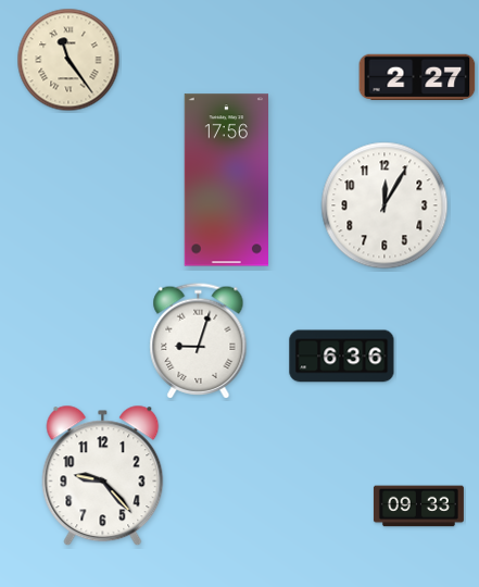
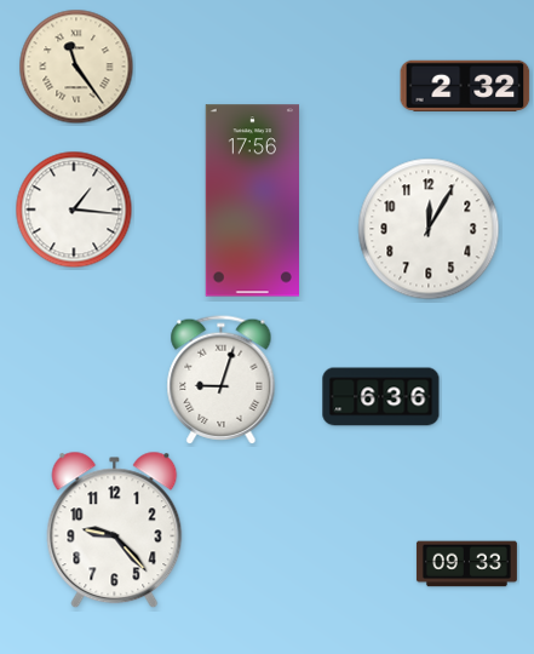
clock at (417, 77): 2:27 -> 2:32
clock at (74, 210): none -> 1:16
